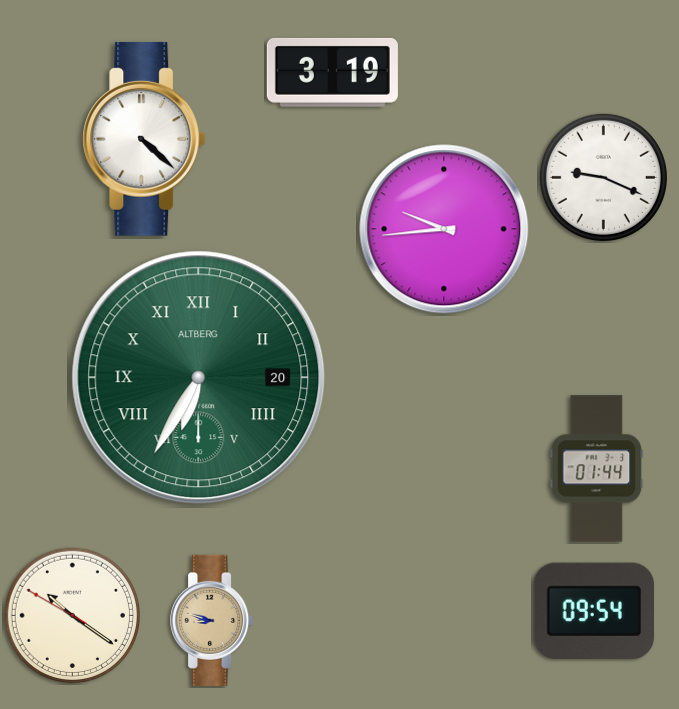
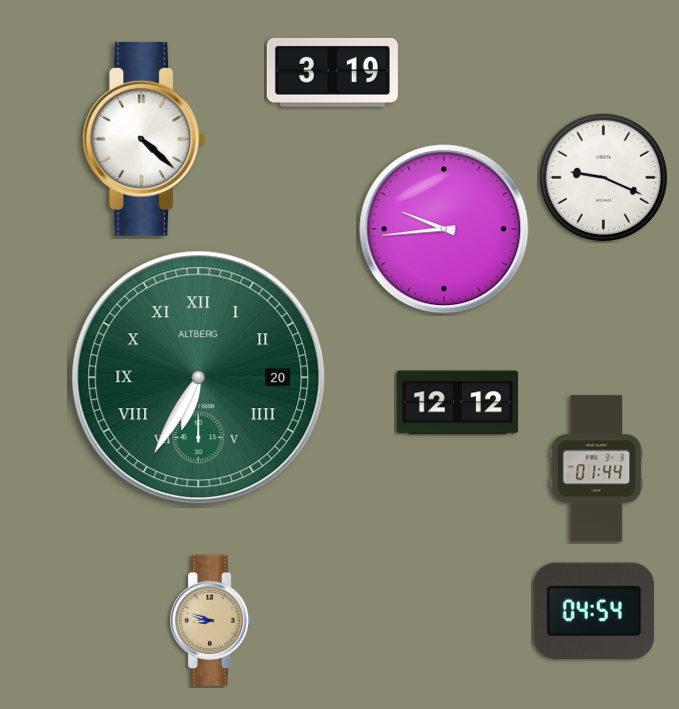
clock at (458, 403): none -> 12:12
clock at (594, 611): 09:54 -> 04:54
clock at (72, 615): 10:20 -> none
